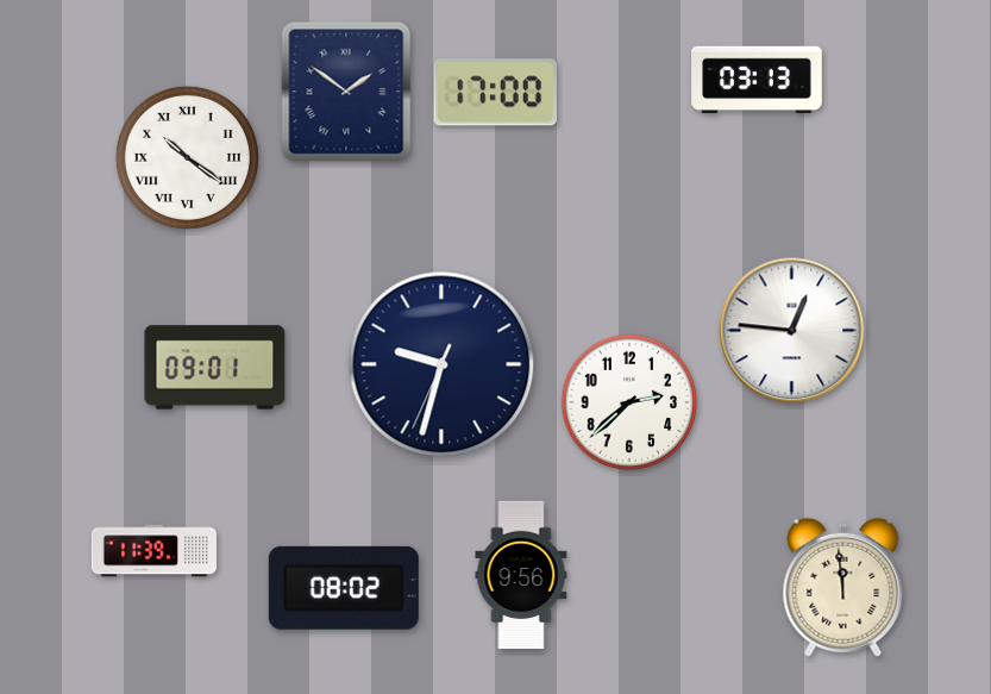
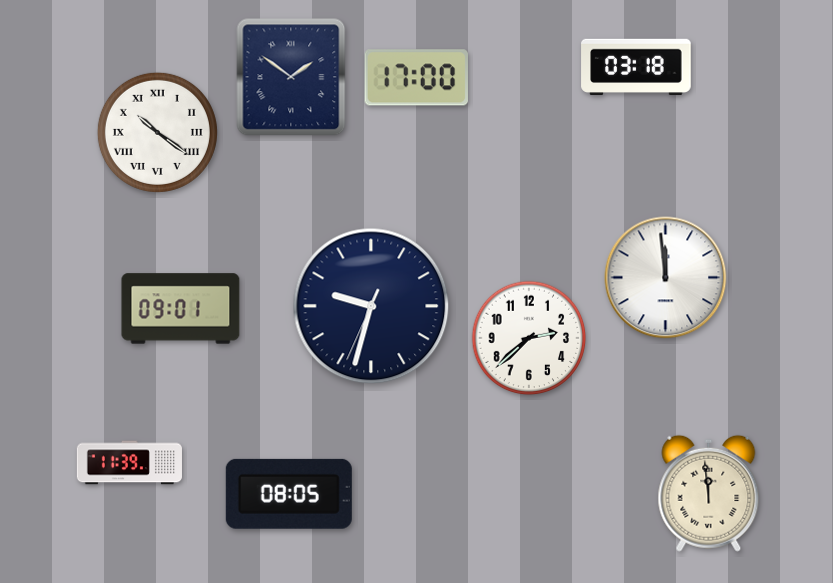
clock at (757, 80): 03:13 -> 03:18
clock at (792, 331): 12:46 -> 11:59
clock at (521, 574): 9:56 -> none
clock at (344, 588): 08:02 -> 08:05
